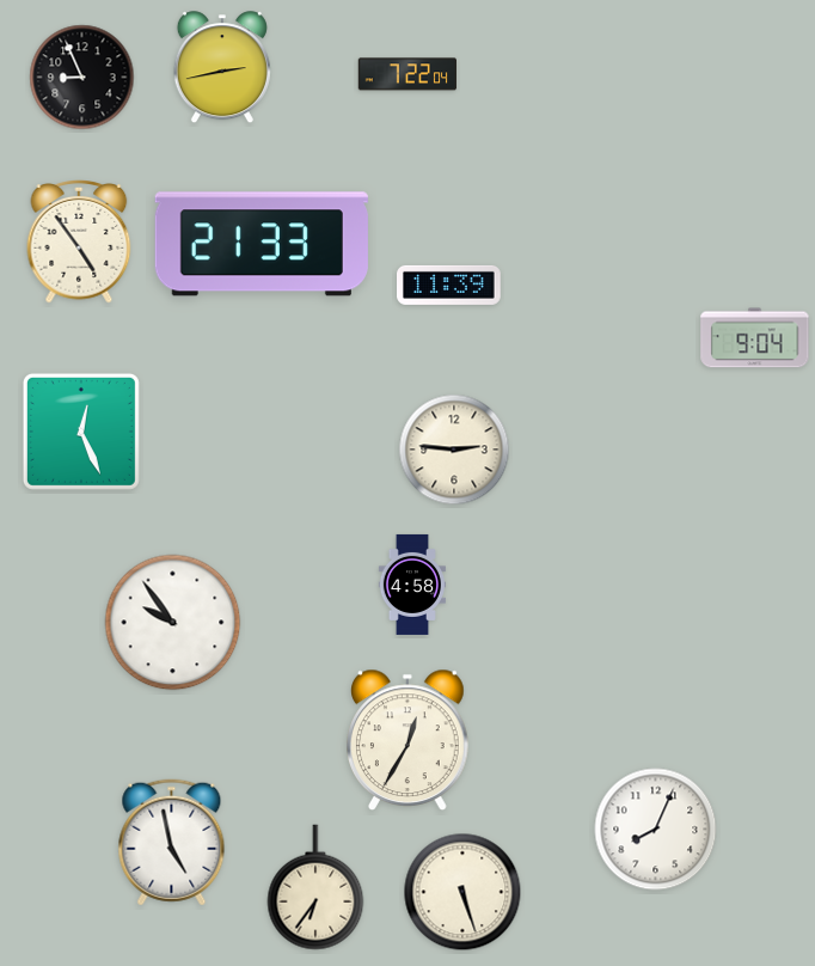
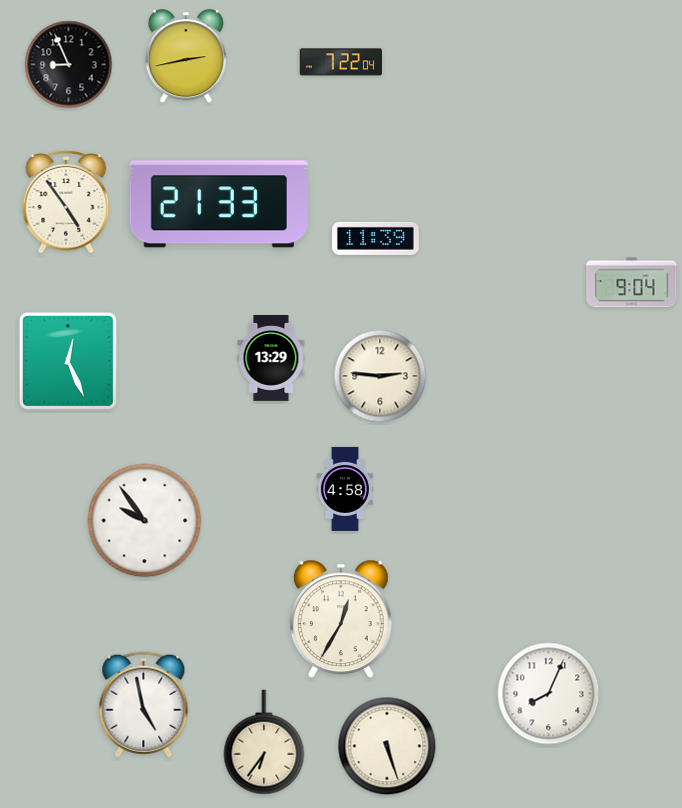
clock at (271, 359): none -> 13:29
